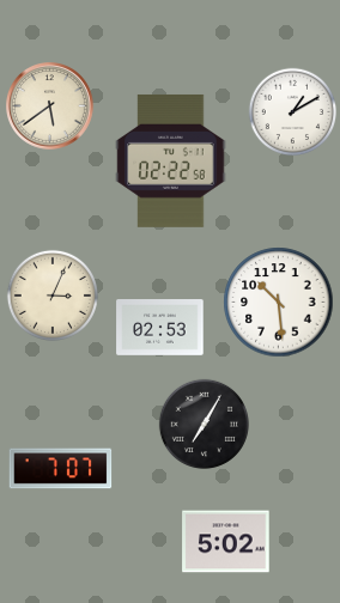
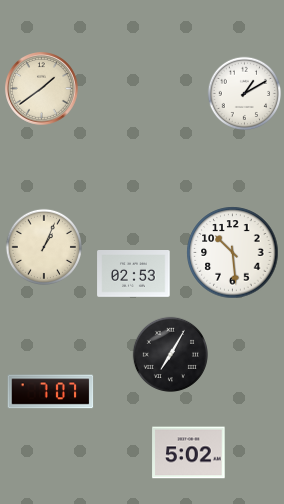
clock at (50, 106): 5:39 -> 1:39
clock at (171, 160): 02:22 -> none
clock at (53, 296): 3:04 -> 1:04
